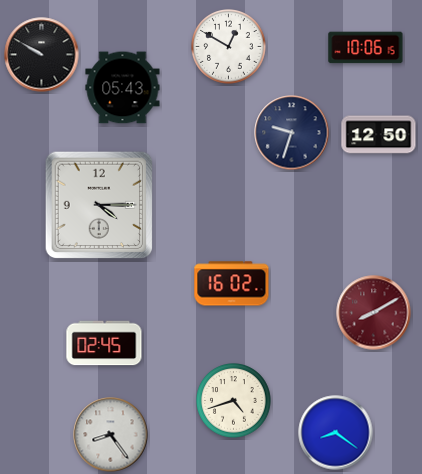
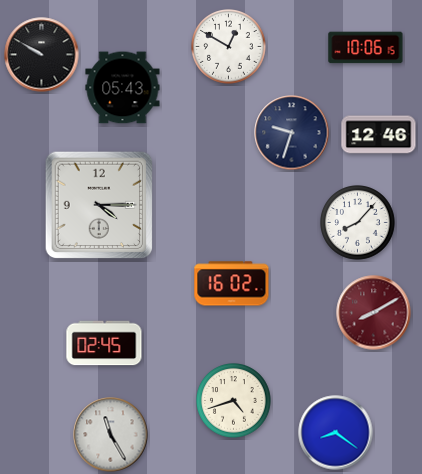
clock at (379, 135): 12:50 -> 12:46
clock at (358, 223): none -> 8:07
clock at (111, 435): 8:24 -> 11:25
